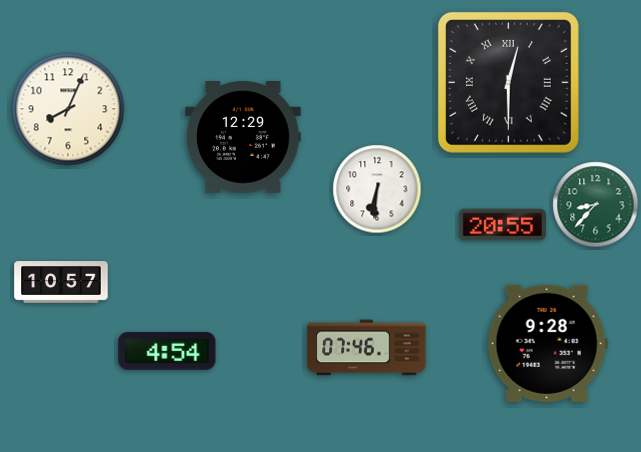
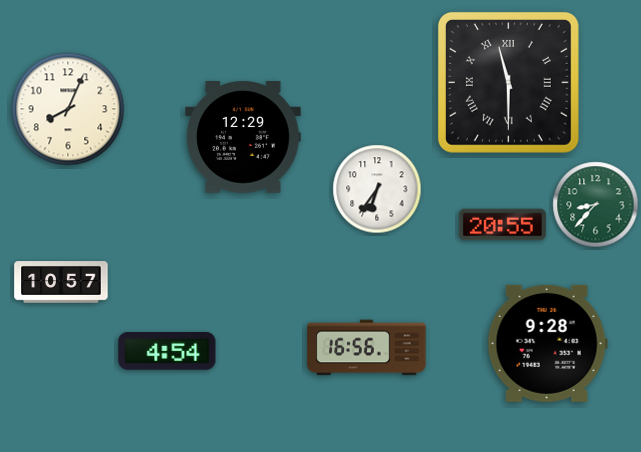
clock at (508, 82): 12:30 -> 11:30
clock at (377, 189): 6:31 -> 6:36
clock at (367, 348): 07:46 -> 16:56
